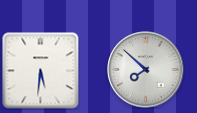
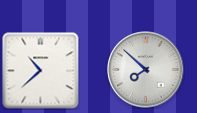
clock at (41, 71): 5:31 -> 10:38
